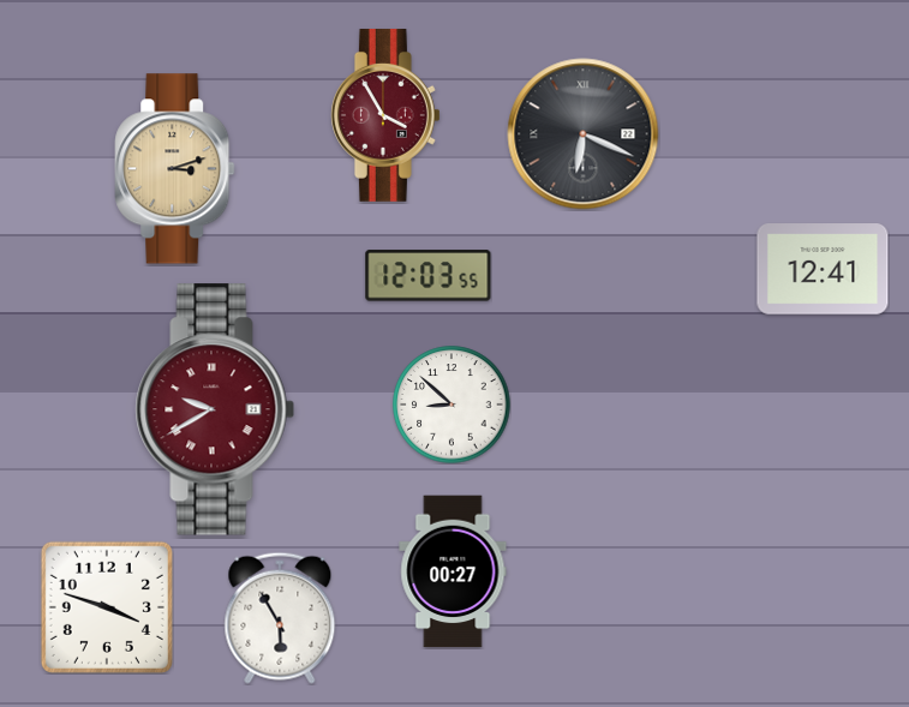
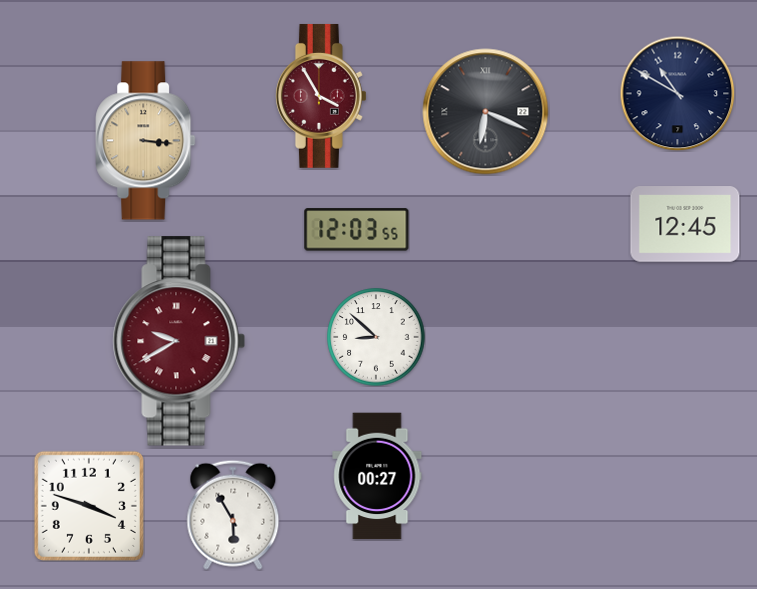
clock at (677, 93): none -> 10:50
clock at (175, 169): 3:12 -> 3:16
clock at (823, 269): 12:41 -> 12:45
